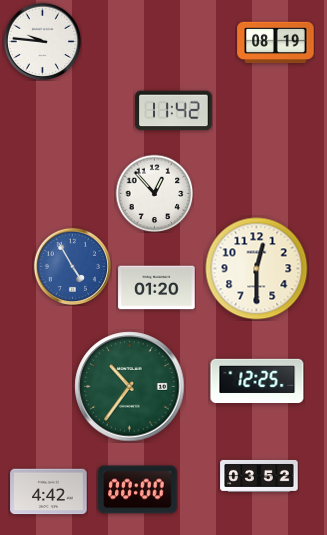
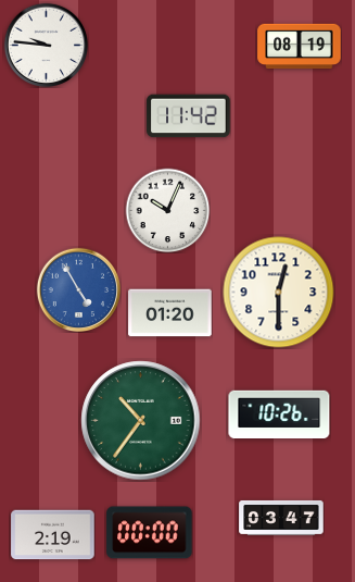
clock at (174, 111) position: (174, 111) -> (189, 116)
clock at (154, 193): 12:53 -> 10:04
clock at (257, 380): 12:25 -> 10:26
clock at (259, 476): 03:52 -> 03:47
clock at (49, 492): 4:42 -> 2:19
